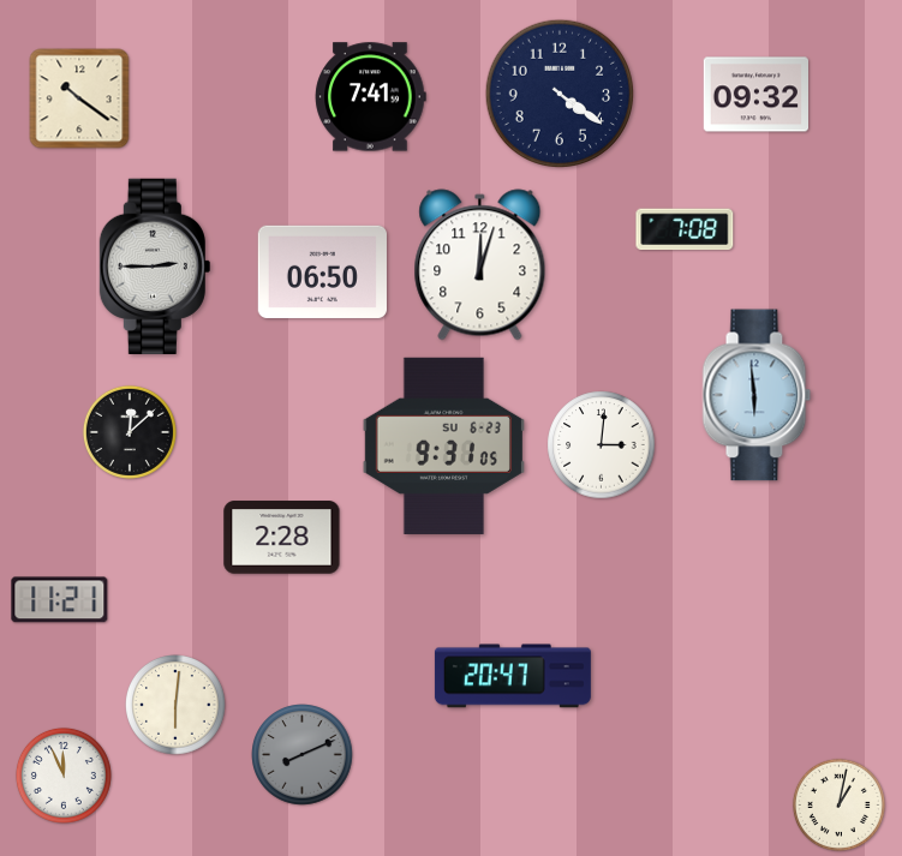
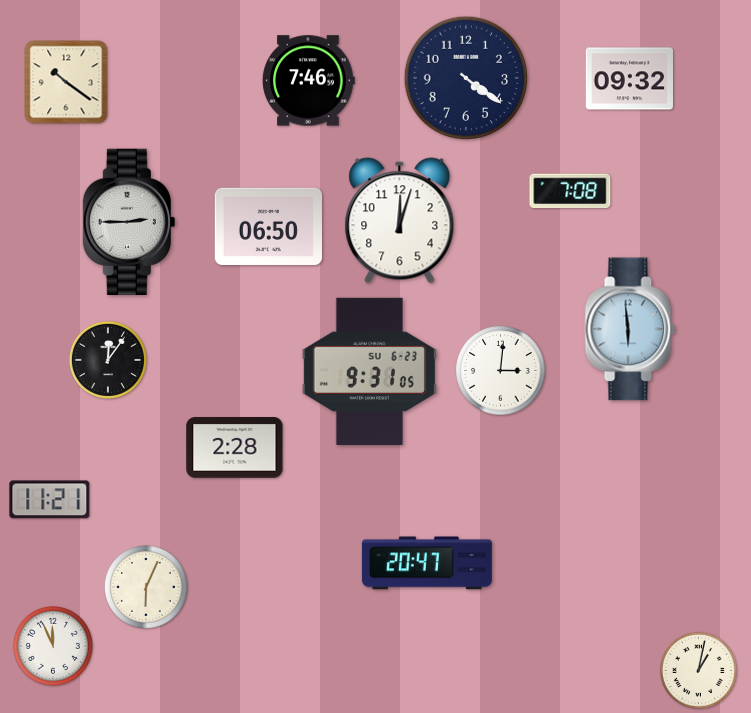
clock at (371, 97): 7:41 -> 7:46
clock at (130, 432): 12:08 -> 12:06
clock at (177, 706): 6:01 -> 6:04
clock at (303, 755): 8:11 -> none
